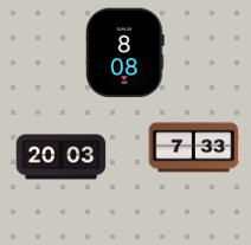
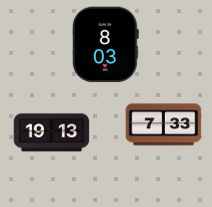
clock at (124, 53): 8:08 -> 8:03
clock at (62, 157): 20:03 -> 19:13
